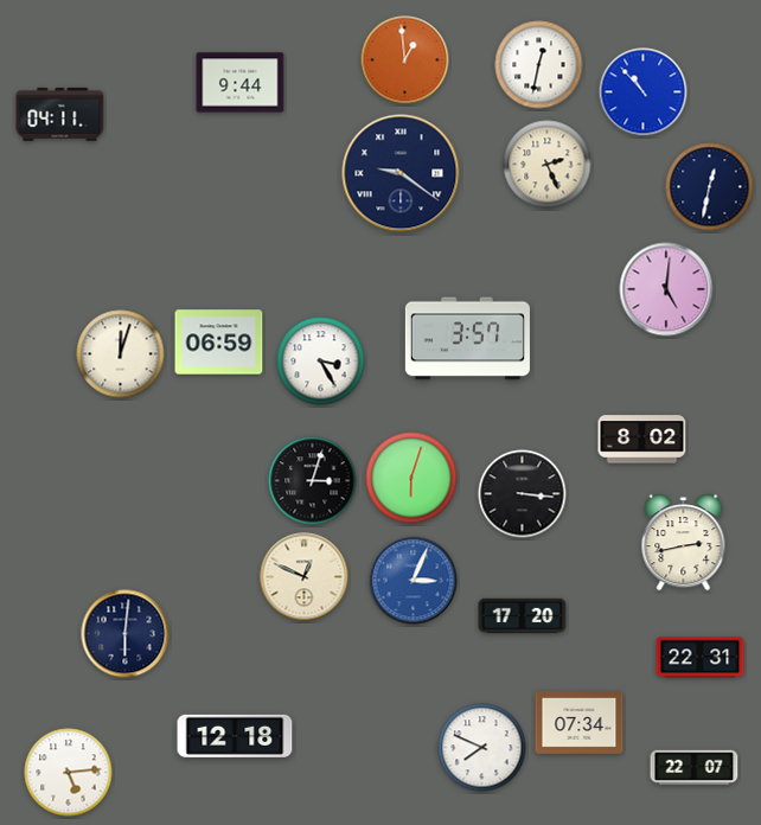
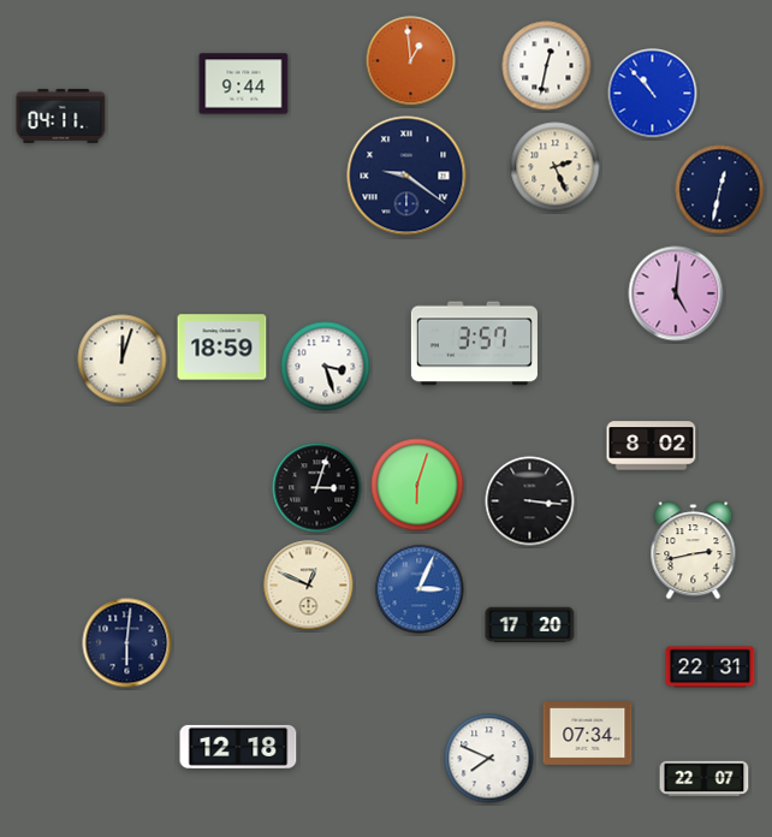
clock at (219, 343): 06:59 -> 18:59
clock at (321, 362): 3:25 -> 3:27
clock at (69, 773): 5:14 -> none
